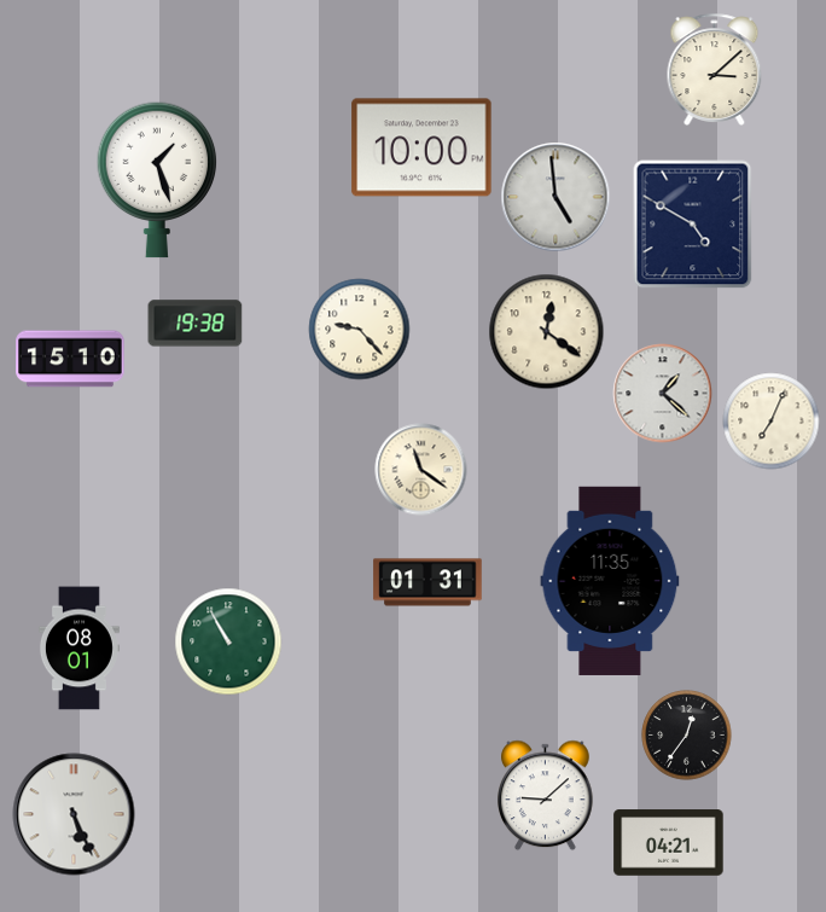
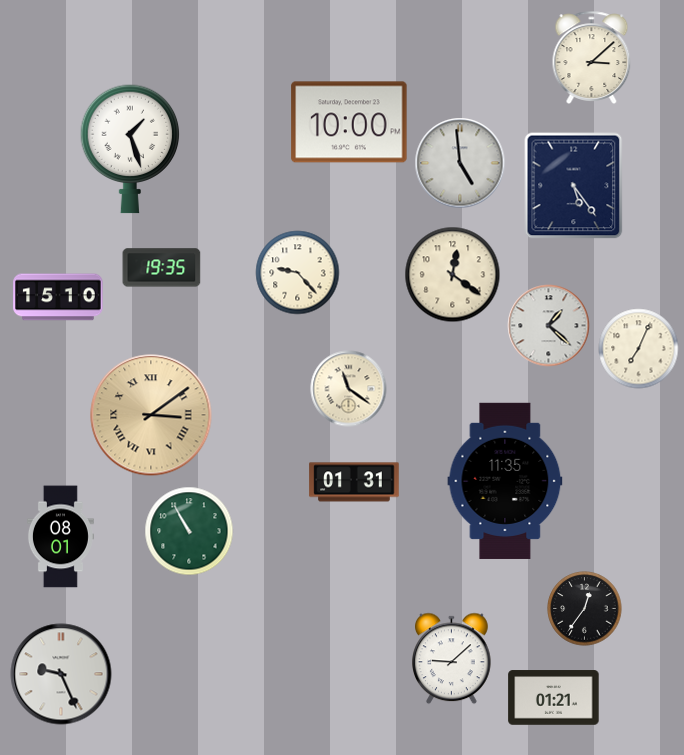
clock at (693, 225): 4:50 -> 5:24
clock at (196, 324): 19:38 -> 19:35
clock at (151, 415): none -> 3:09
clock at (78, 649) position: (78, 649) -> (60, 537)
clock at (687, 736) position: (687, 736) -> (585, 609)
clock at (74, 814): 5:26 -> 9:26
clock at (669, 843): 04:21 -> 01:21
